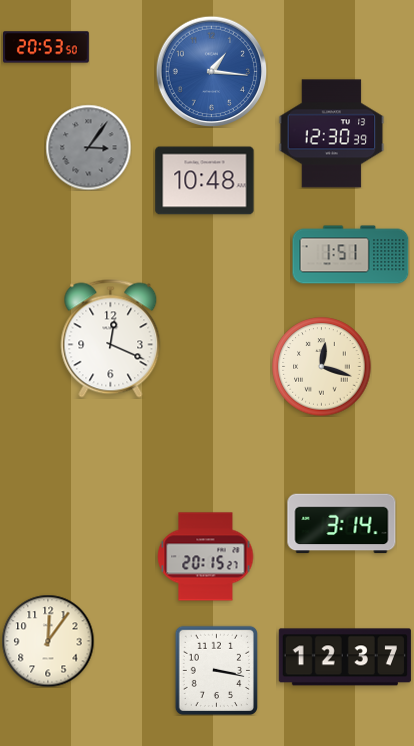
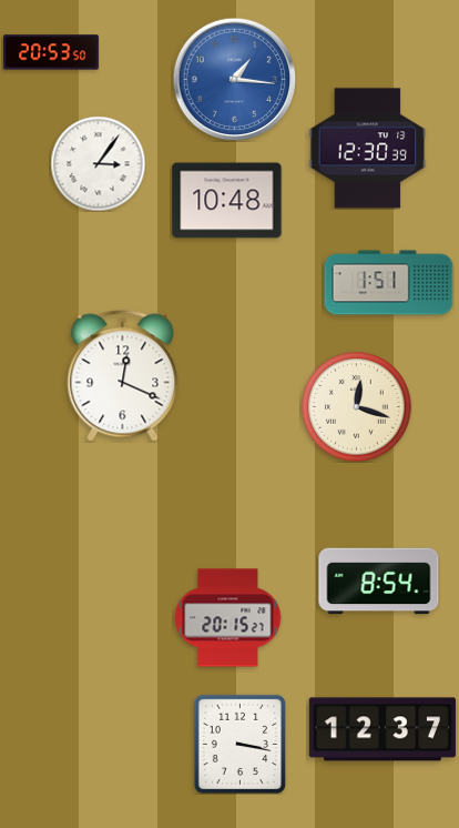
clock at (88, 147) dial: grey -> white
clock at (342, 524): 3:14 -> 8:54
clock at (48, 641): 12:06 -> none
